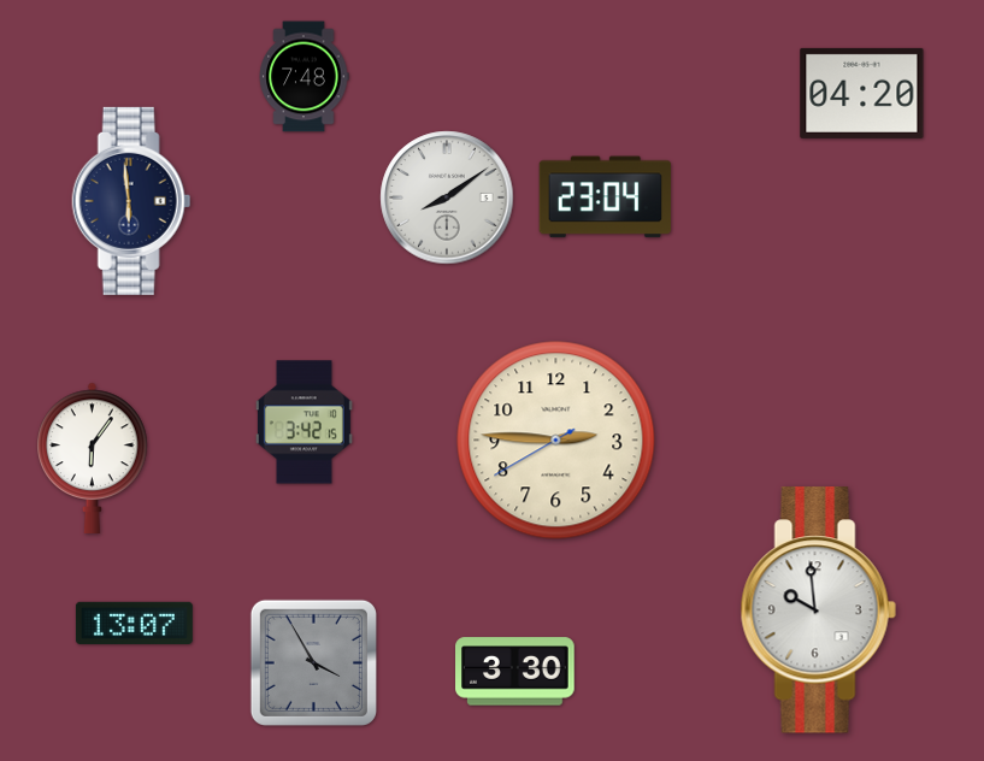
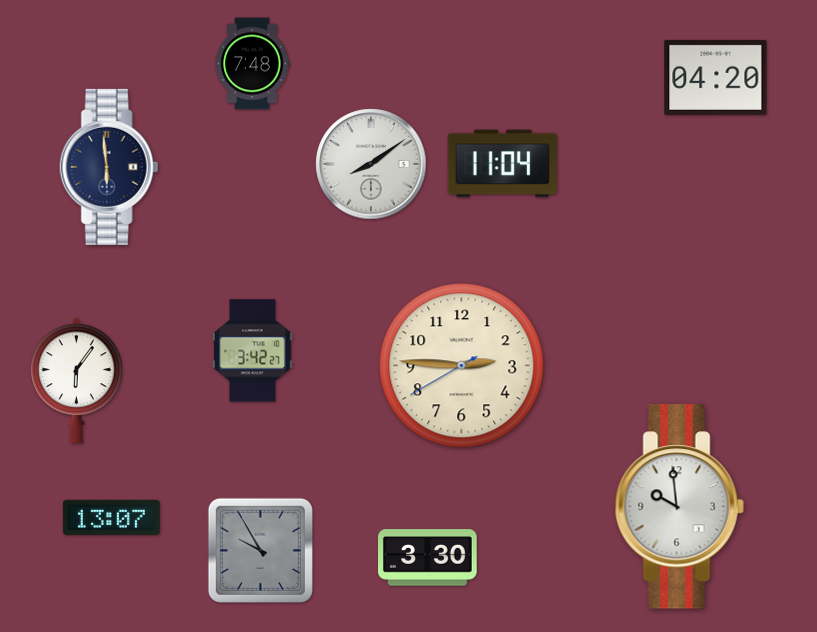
clock at (605, 197): 23:04 -> 11:04
clock at (304, 423): 3:42:15 -> 3:42:27
clock at (313, 662): 3:55 -> 9:55
